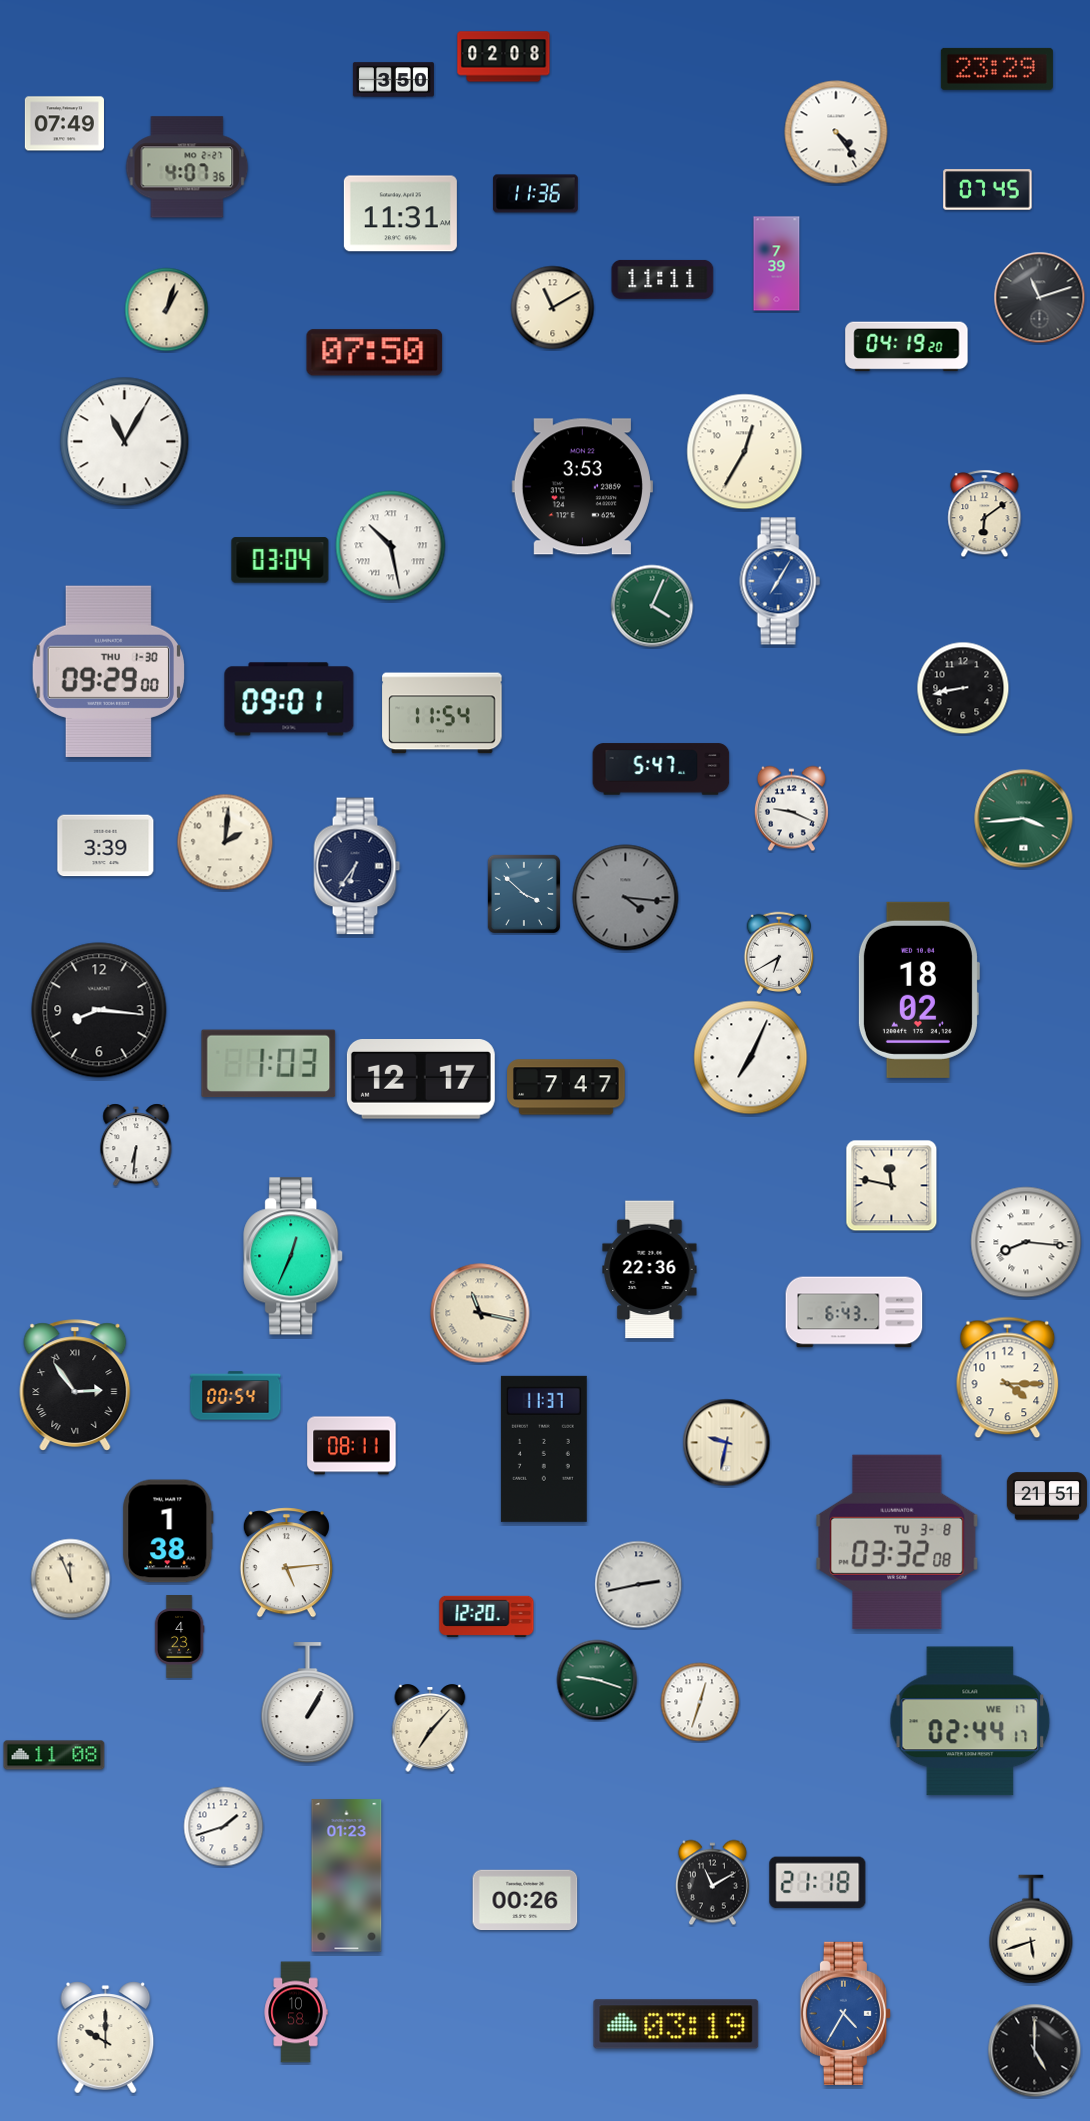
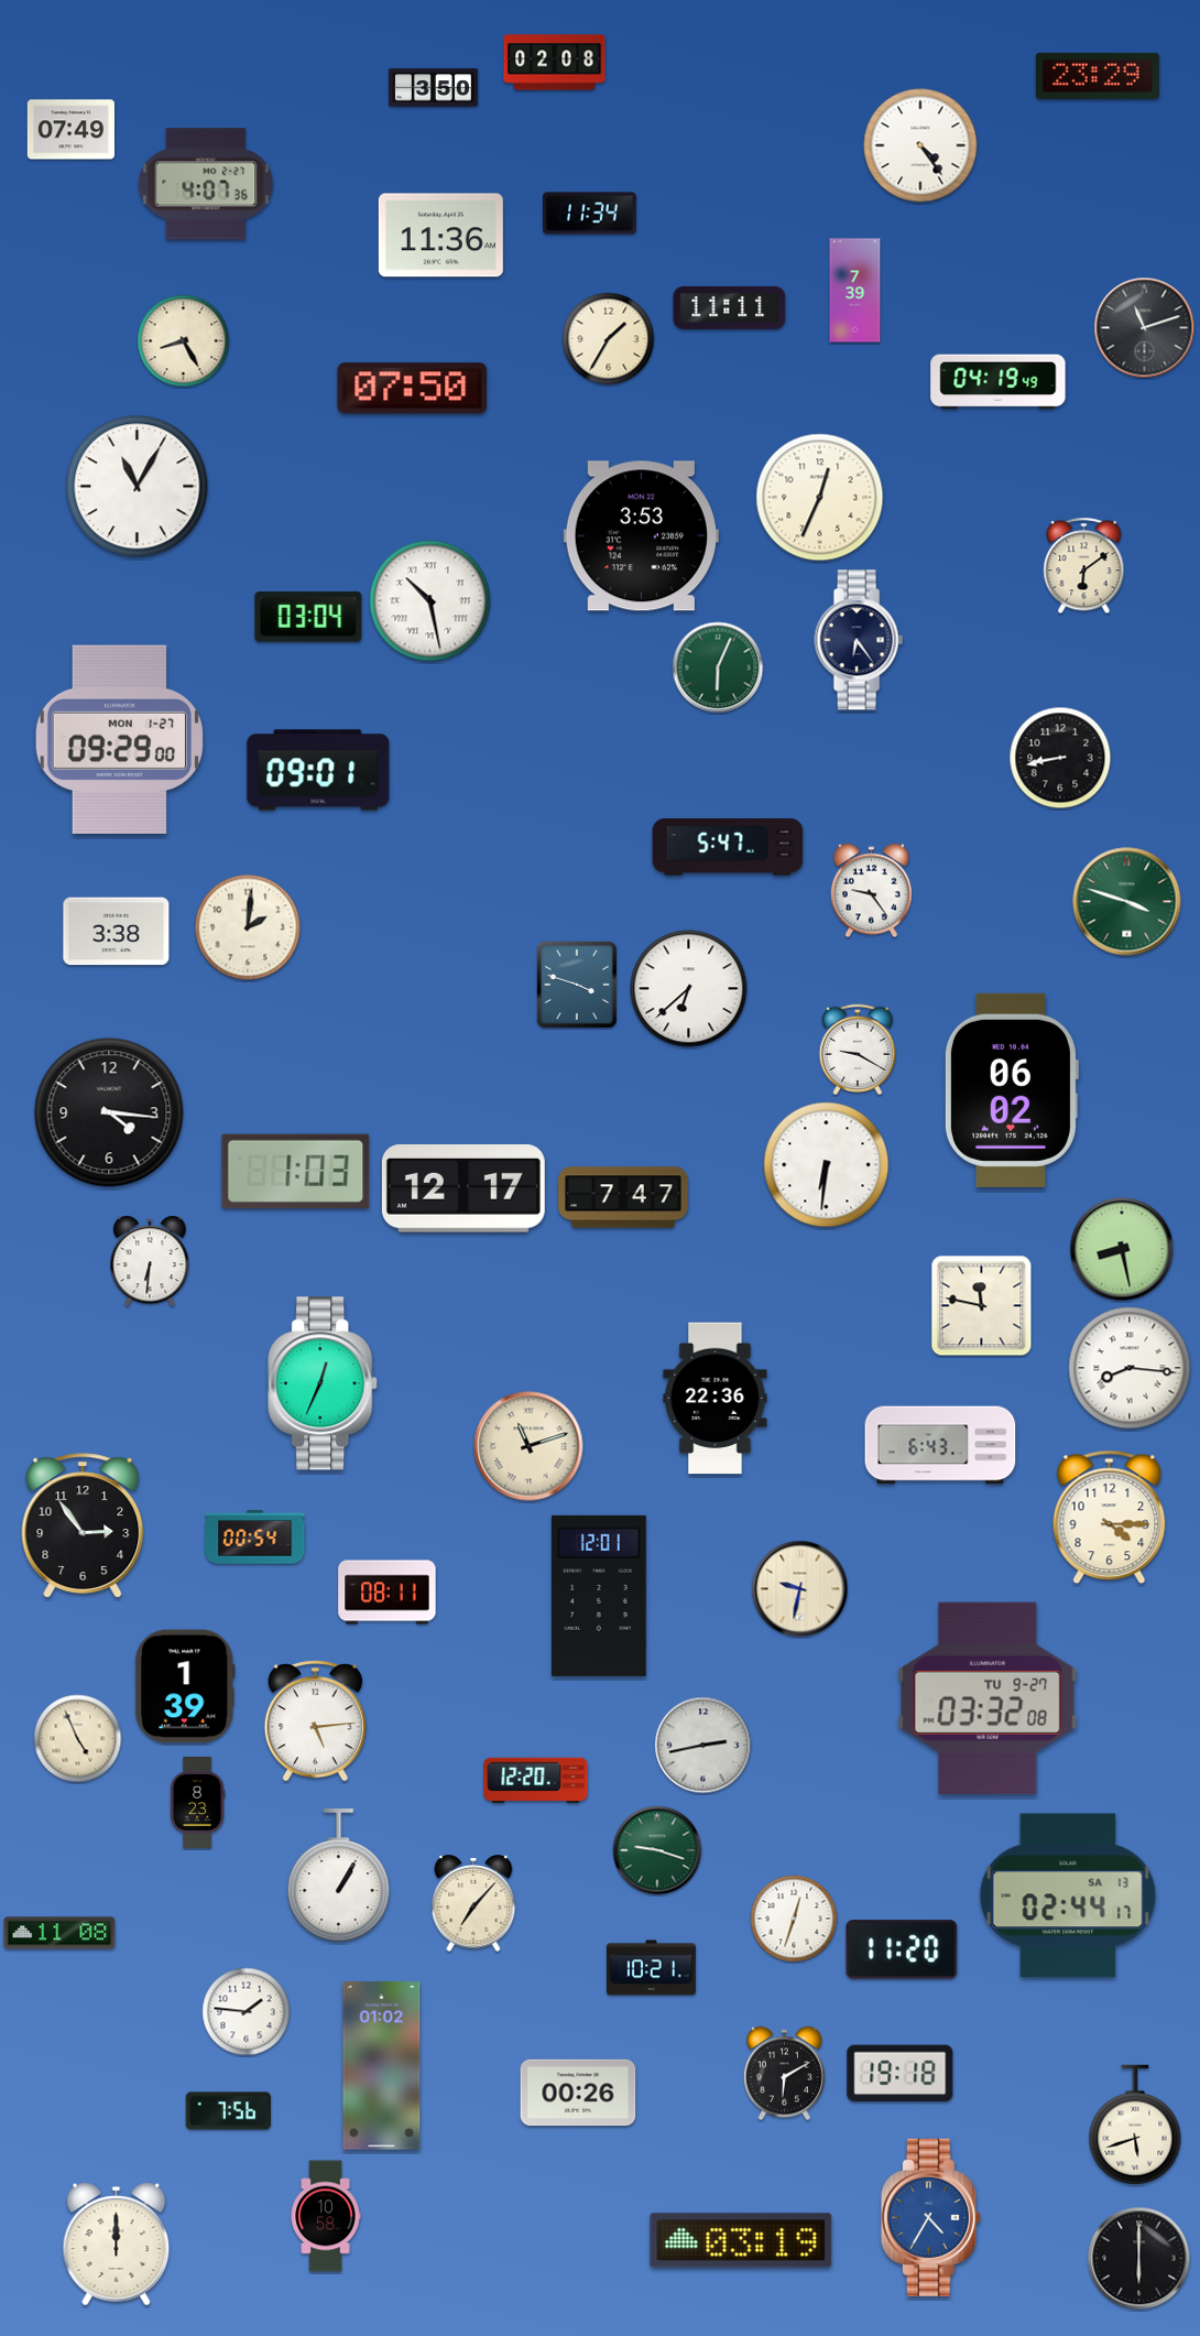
clock at (64, 124) position: (64, 124) -> (70, 130)
clock at (988, 190): 07:45 -> none
clock at (536, 194): 11:36 -> 11:34
clock at (400, 214): 11:31 -> 11:36
clock at (553, 308): 11:10 -> 1:35
clock at (167, 310): 1:03 -> 8:25
clock at (907, 347): 04:19:20 -> 04:19:49
clock at (745, 452): 12:35 -> 12:34
clock at (780, 581): 7:05 -> 6:24
clock at (780, 581) dial: blue -> navy
clock at (652, 606): 4:04 -> 6:04
clock at (108, 671) date: THU 1-30 -> MON 1-27
clock at (442, 713): 11:54 -> none
clock at (791, 809): 9:19 -> 9:24
clock at (1024, 819): 3:44 -> 3:48
clock at (106, 846): 3:39 -> 3:38
clock at (357, 866): 6:36 -> none
clock at (524, 893): 3:52 -> 3:48
clock at (626, 898): 4:16 -> 6:38
clock at (626, 898) dial: grey -> white
clock at (779, 952): 6:40 -> 9:20
clock at (918, 990): 18:02 -> 06:02
clock at (99, 1010): 8:16 -> 4:16
clock at (751, 1058): 7:04 -> 6:31
clock at (1122, 1249): none -> 8:28
clock at (480, 1313): 11:17 -> 11:12
clock at (75, 1385) numerals: Roman -> Arabic
clock at (236, 1396) position: (236, 1396) -> (255, 1538)
clock at (544, 1449): 11:37 -> 12:01
clock at (1047, 1496): 21:51 -> none
clock at (168, 1531): 1:38 -> 1:39
clock at (897, 1542) date: TU 3-8 -> TU 9-27
clock at (71, 1579): 11:56 -> 4:56
clock at (179, 1637): 4:23 -> 8:23
clock at (700, 1702) position: (700, 1702) -> (794, 1919)
clock at (970, 1721) date: WE 17 -> SA 13
clock at (902, 1949): none -> 11:20
clock at (651, 1968): none -> 10:21
clock at (224, 1827): 1:42 -> 1:46
clock at (347, 1876): 01:23 -> 01:02
clock at (712, 1883): 11:10 -> 6:10
clock at (818, 1883): 21:18 -> 19:18
clock at (229, 2111): none -> 7:56
clock at (676, 2024) position: (676, 2024) -> (741, 2240)
clock at (106, 2038): 10:00 -> 12:00
clock at (1035, 2051): 5:00 -> 6:00
